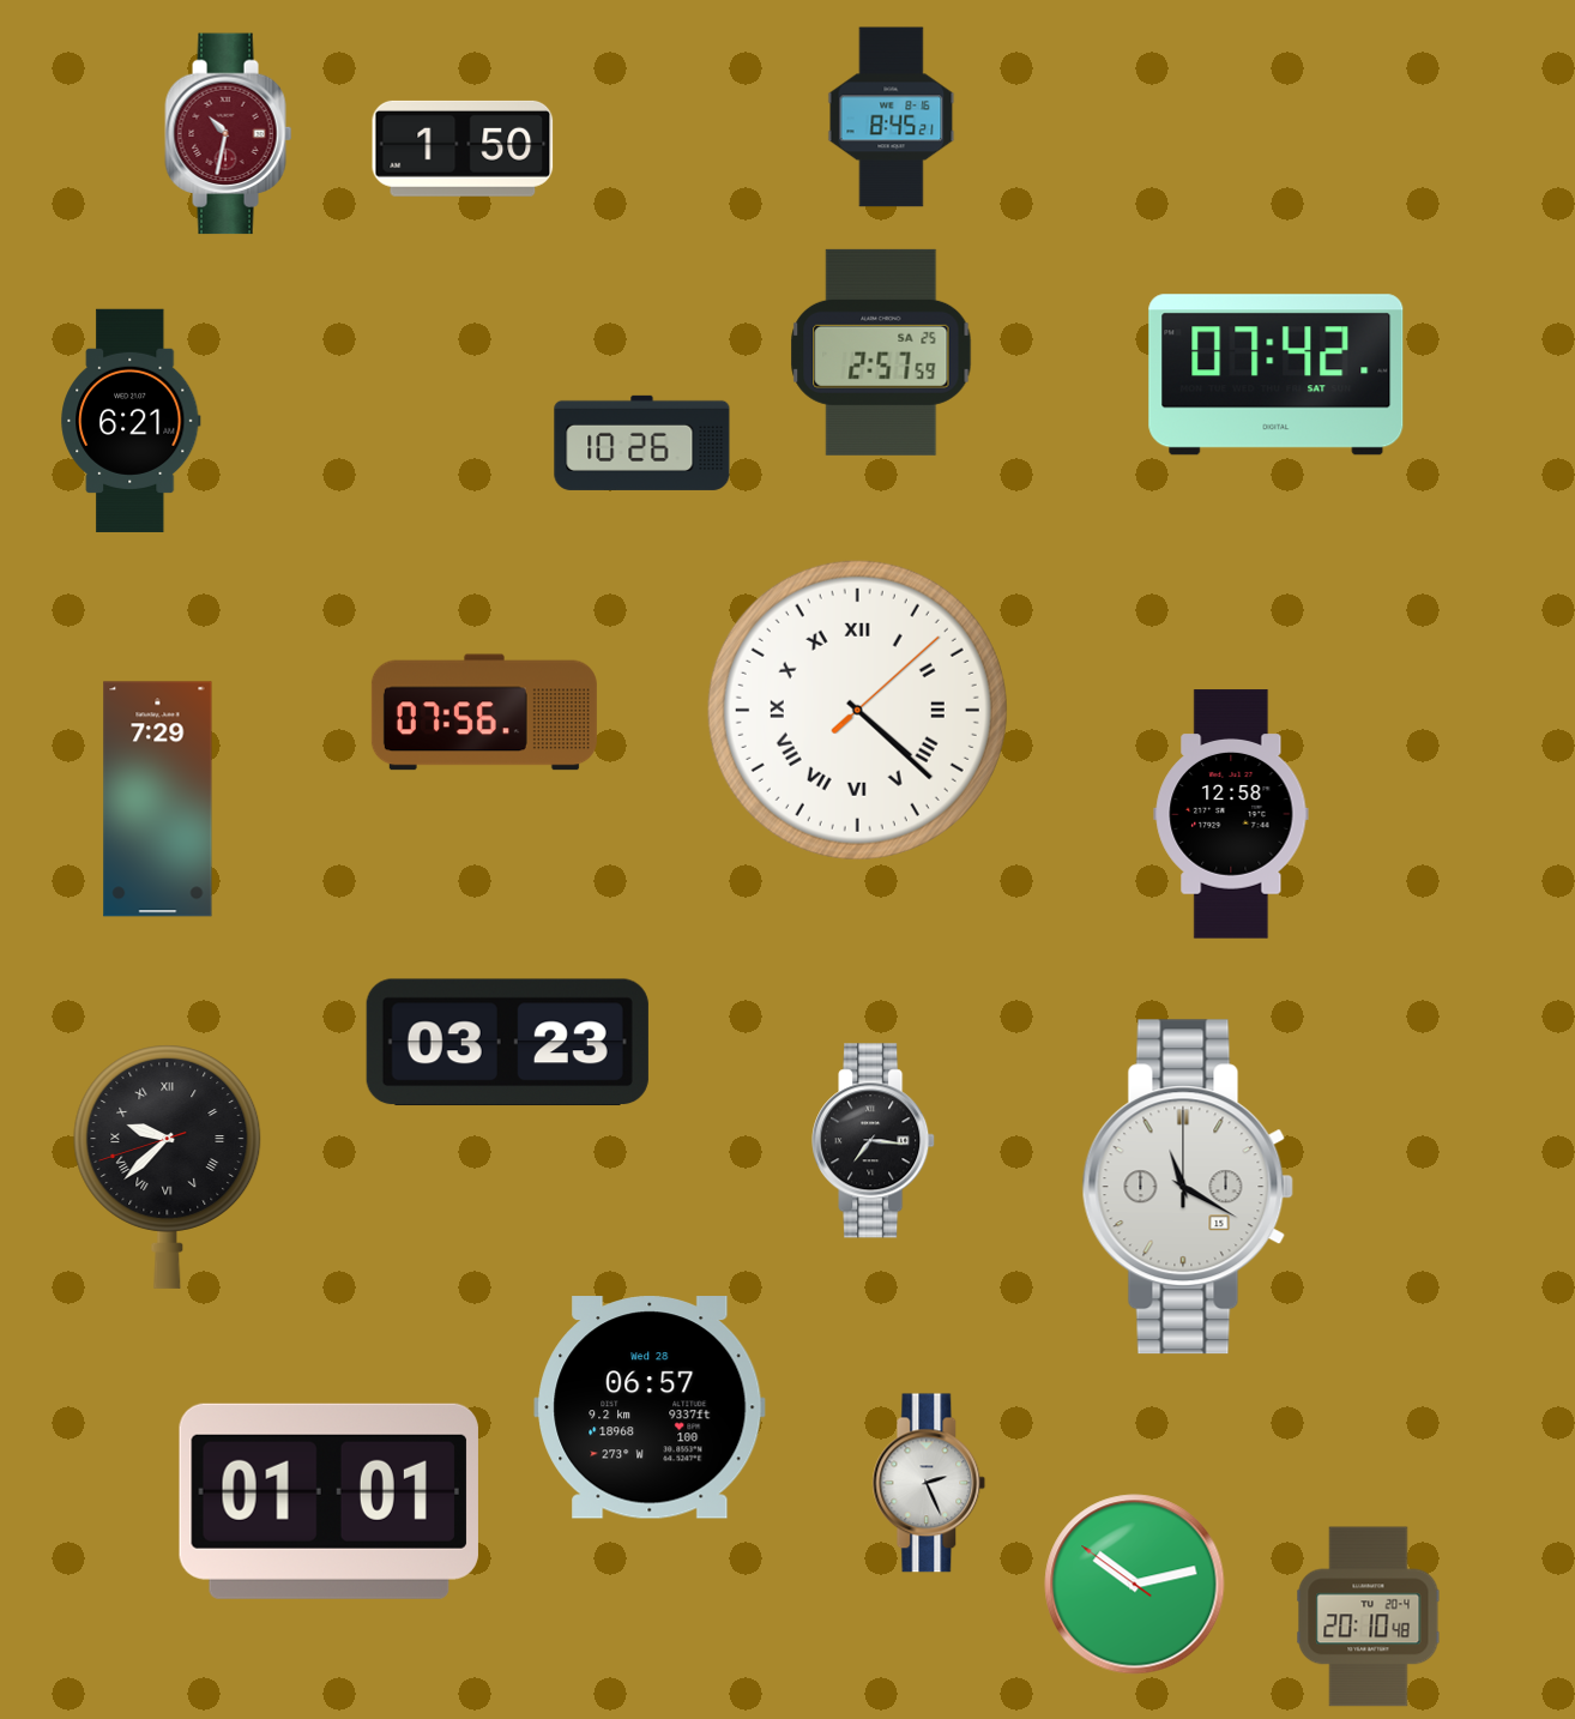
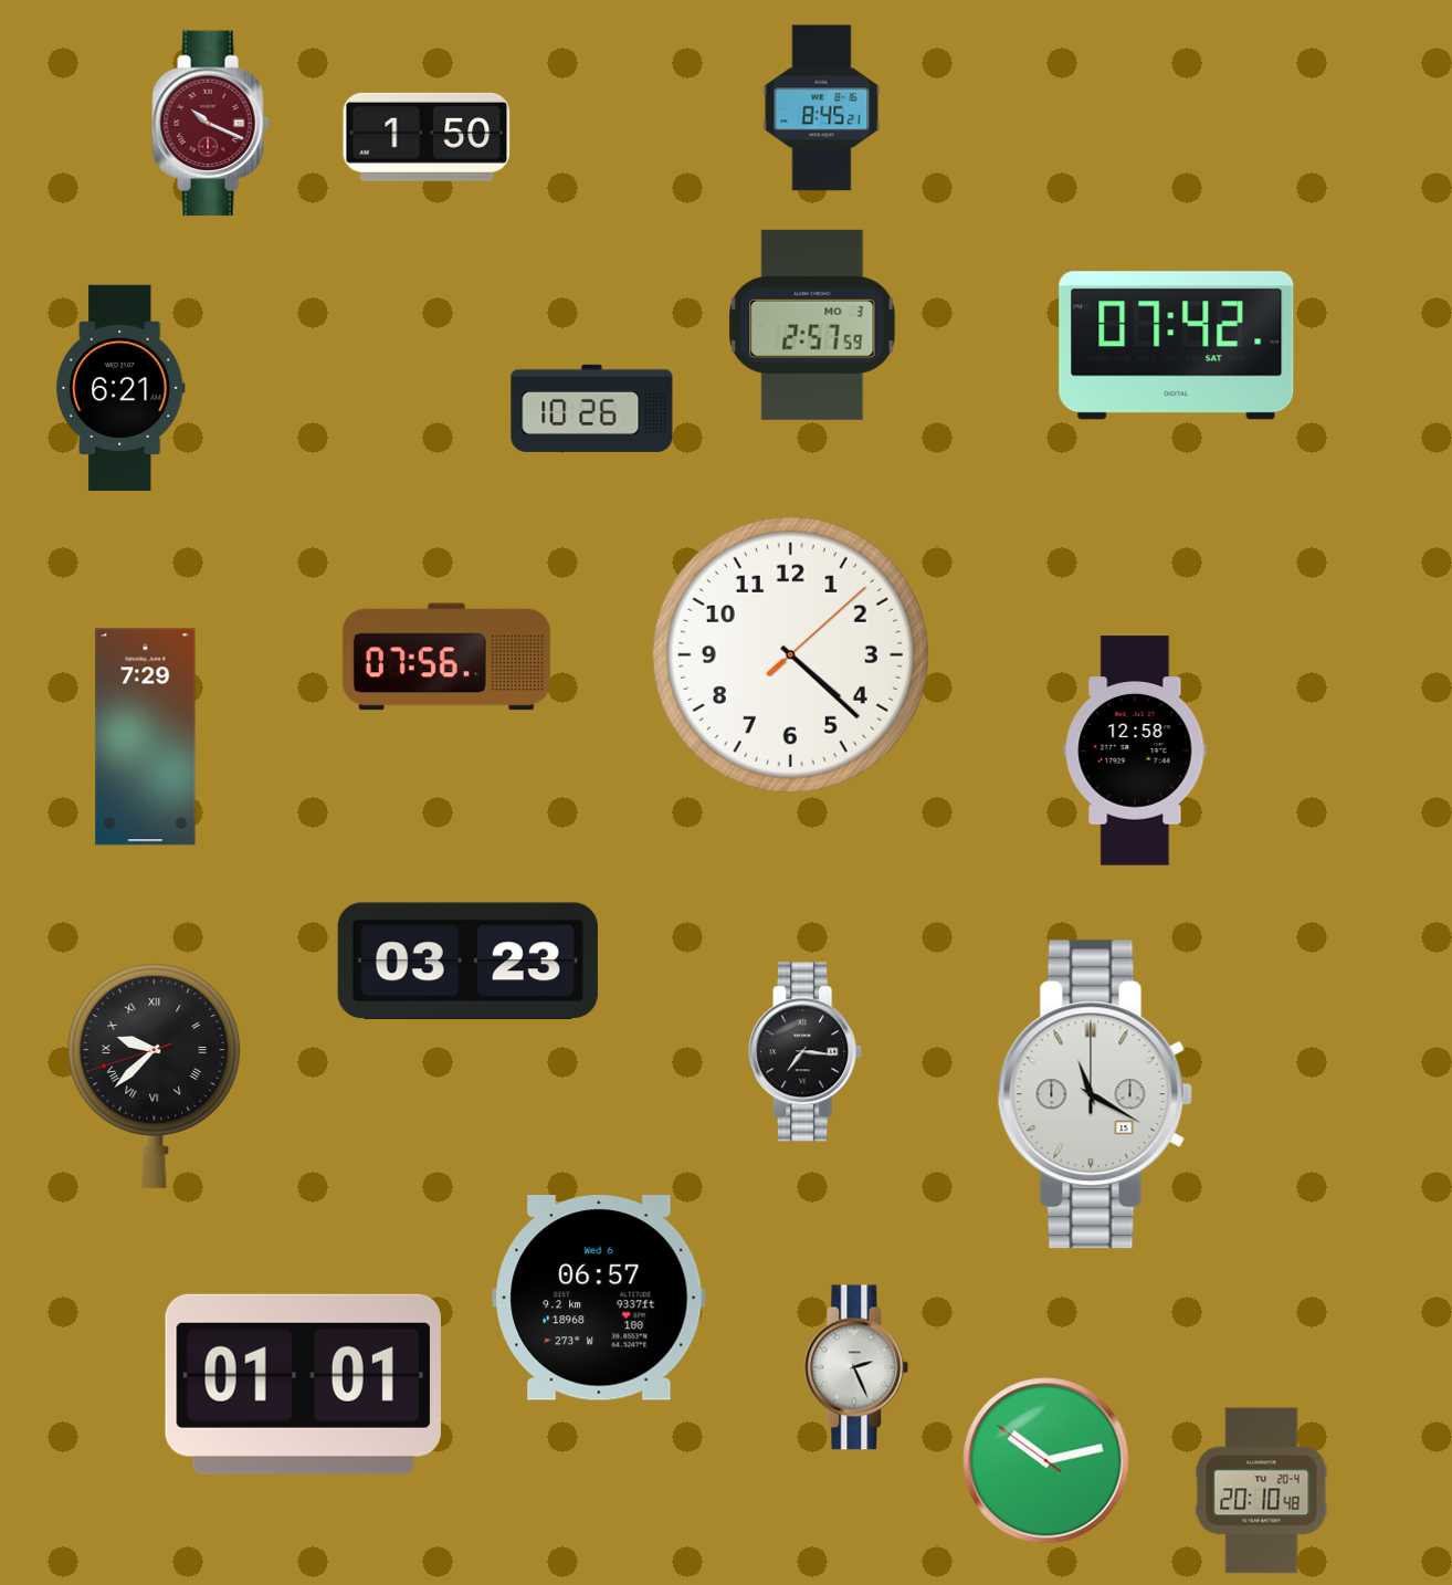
clock at (229, 134): 10:32 -> 10:19
clock at (881, 352) date: SA 25 -> MO 3
clock at (857, 710) numerals: Roman -> Arabic
clock at (650, 1409) date: Wed 28 -> Wed 6
